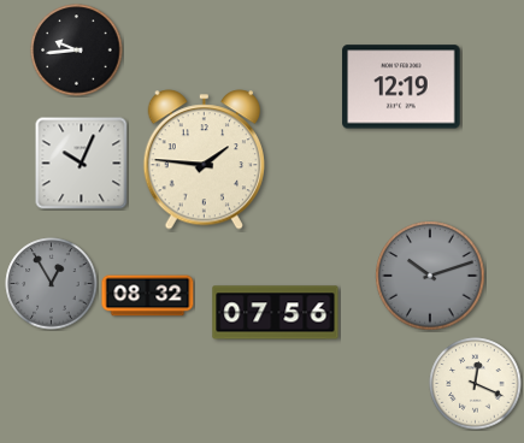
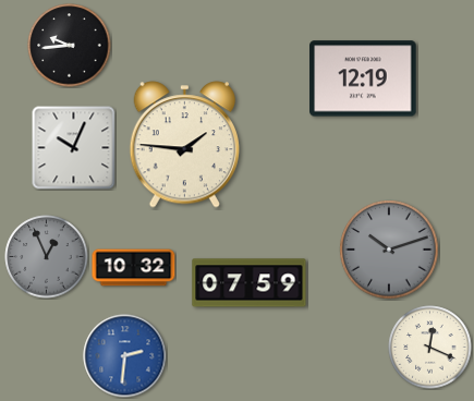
clock at (52, 284): 12:55 -> 12:56
clock at (148, 296): 08:32 -> 10:32
clock at (276, 313): 07:56 -> 07:59
clock at (125, 356): none -> 2:31
